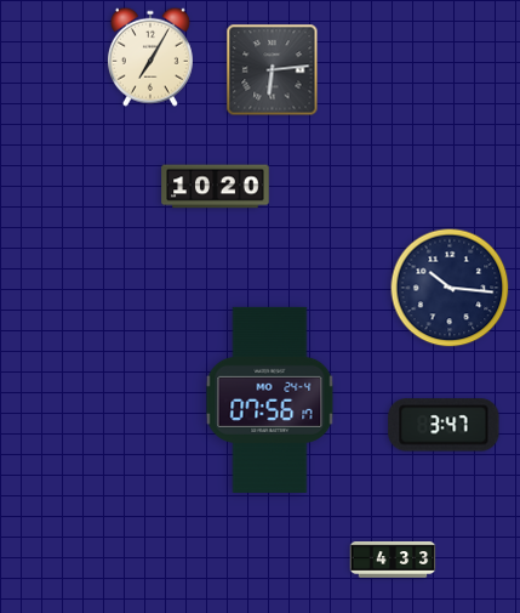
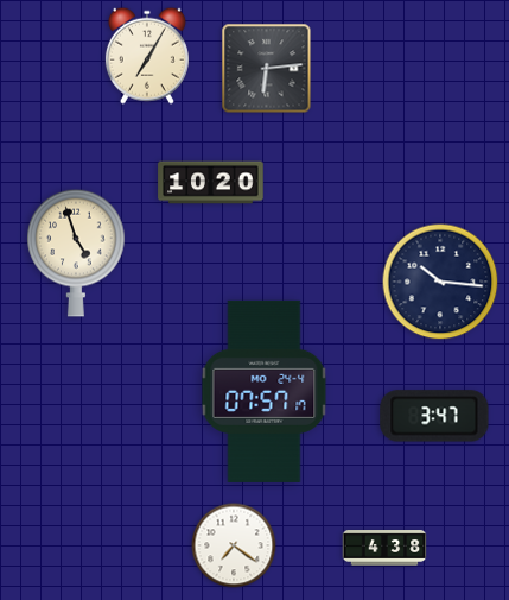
clock at (76, 253): none -> 4:57
clock at (270, 399): 07:56 -> 07:57
clock at (234, 545): none -> 7:21
clock at (393, 560): 4:33 -> 4:38
